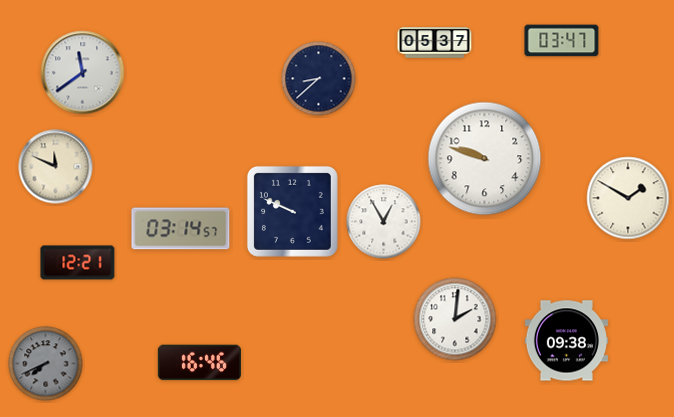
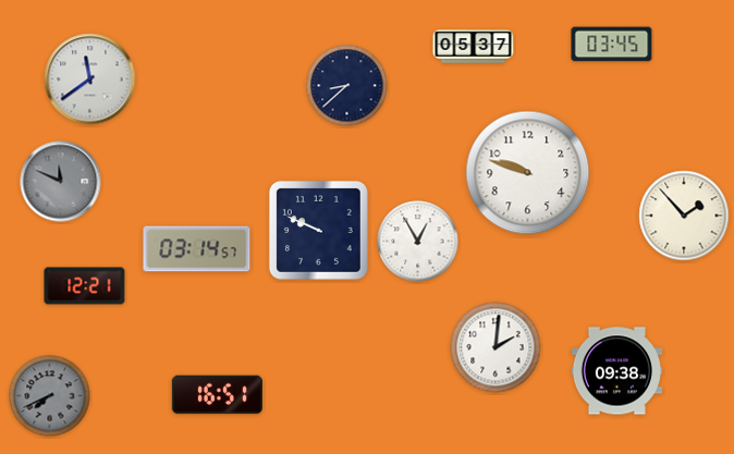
clock at (562, 41): 03:47 -> 03:45
clock at (56, 167) dial: cream -> grey
clock at (628, 198): 1:50 -> 1:53
clock at (199, 363): 16:46 -> 16:51
